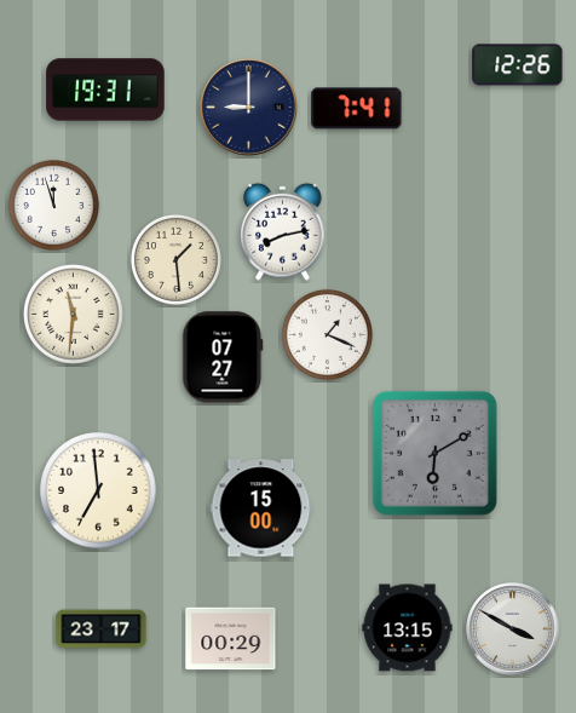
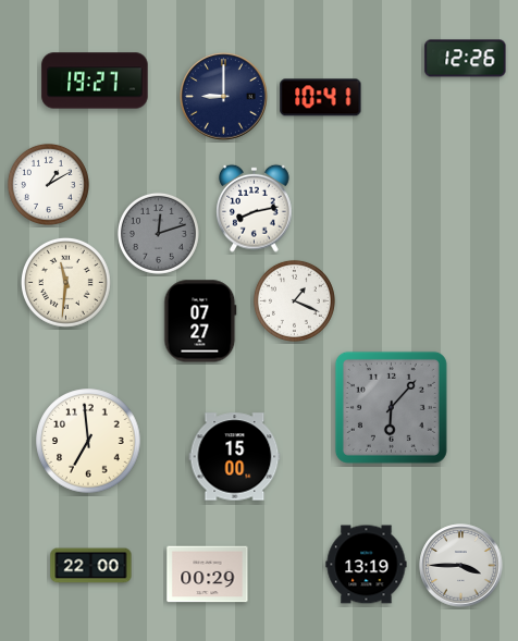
clock at (105, 90): 19:31 -> 19:27
clock at (357, 109): 7:41 -> 10:41
clock at (53, 205): 11:57 -> 1:10
clock at (175, 259): 1:29 -> 12:12
clock at (175, 259) dial: cream -> grey
clock at (434, 453): 6:10 -> 6:07
clock at (408, 628): 13:15 -> 13:19
clock at (102, 629): 23:17 -> 22:00
clock at (513, 629): 3:50 -> 3:45
